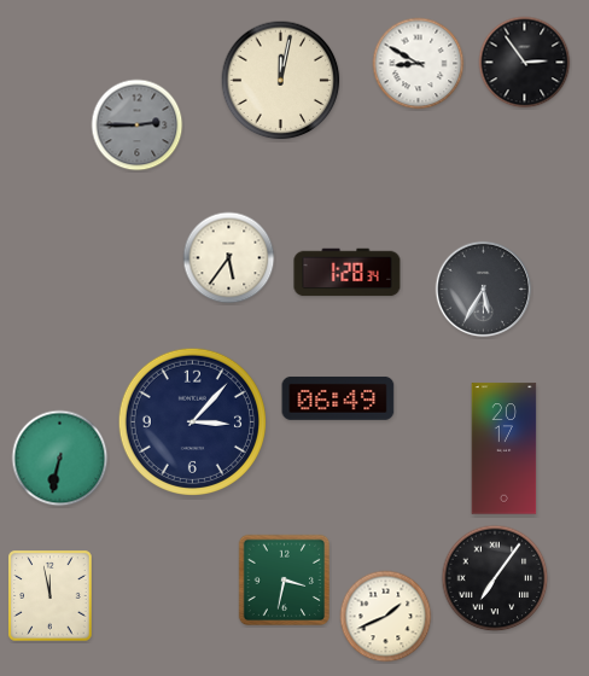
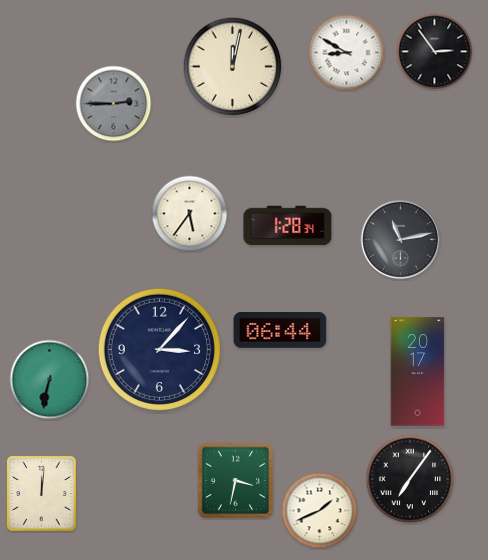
clock at (484, 290): 5:35 -> 11:13
clock at (338, 398): 06:49 -> 06:44
clock at (51, 596): 11:58 -> 12:01
